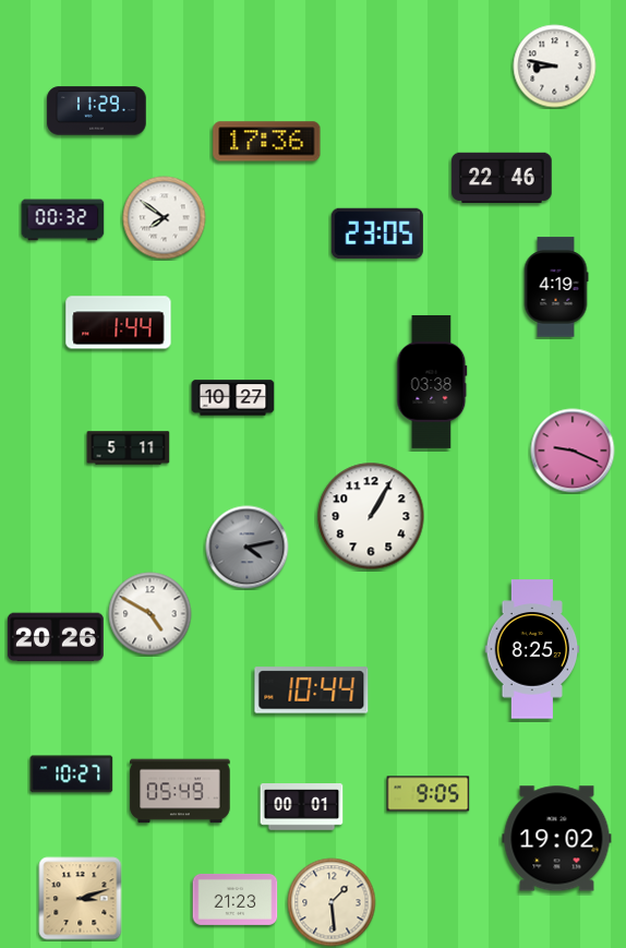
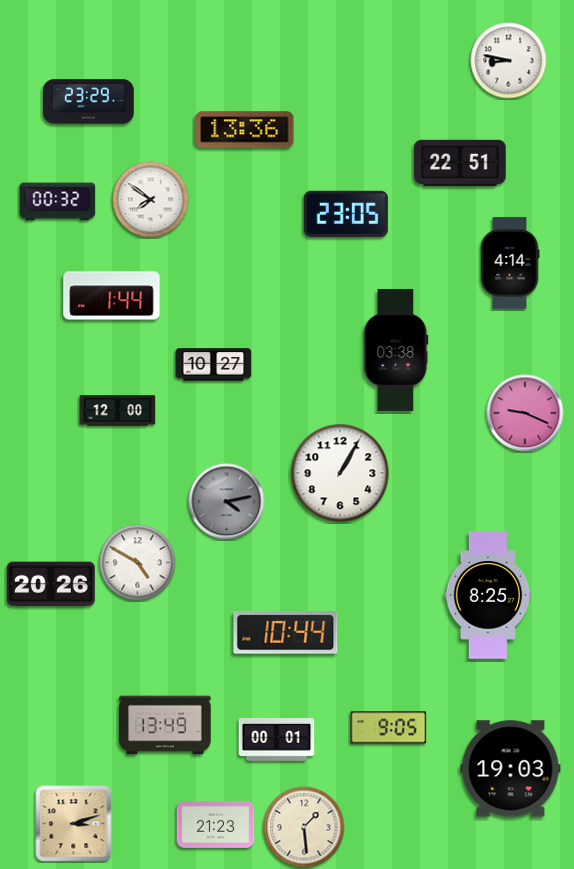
clock at (97, 111): 11:29 -> 23:29
clock at (267, 142): 17:36 -> 13:36
clock at (502, 178): 22:46 -> 22:51
clock at (556, 287): 4:19 -> 4:14
clock at (119, 323) position: (119, 323) -> (112, 296)
clock at (129, 448): 5:11 -> 12:00
clock at (72, 775): 10:27 -> none
clock at (180, 791): 05:49 -> 13:49
clock at (429, 794) position: (429, 794) -> (389, 728)
clock at (557, 839): 19:02 -> 19:03
